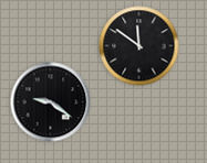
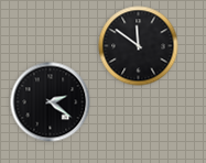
clock at (51, 102): 9:21 -> 2:21
